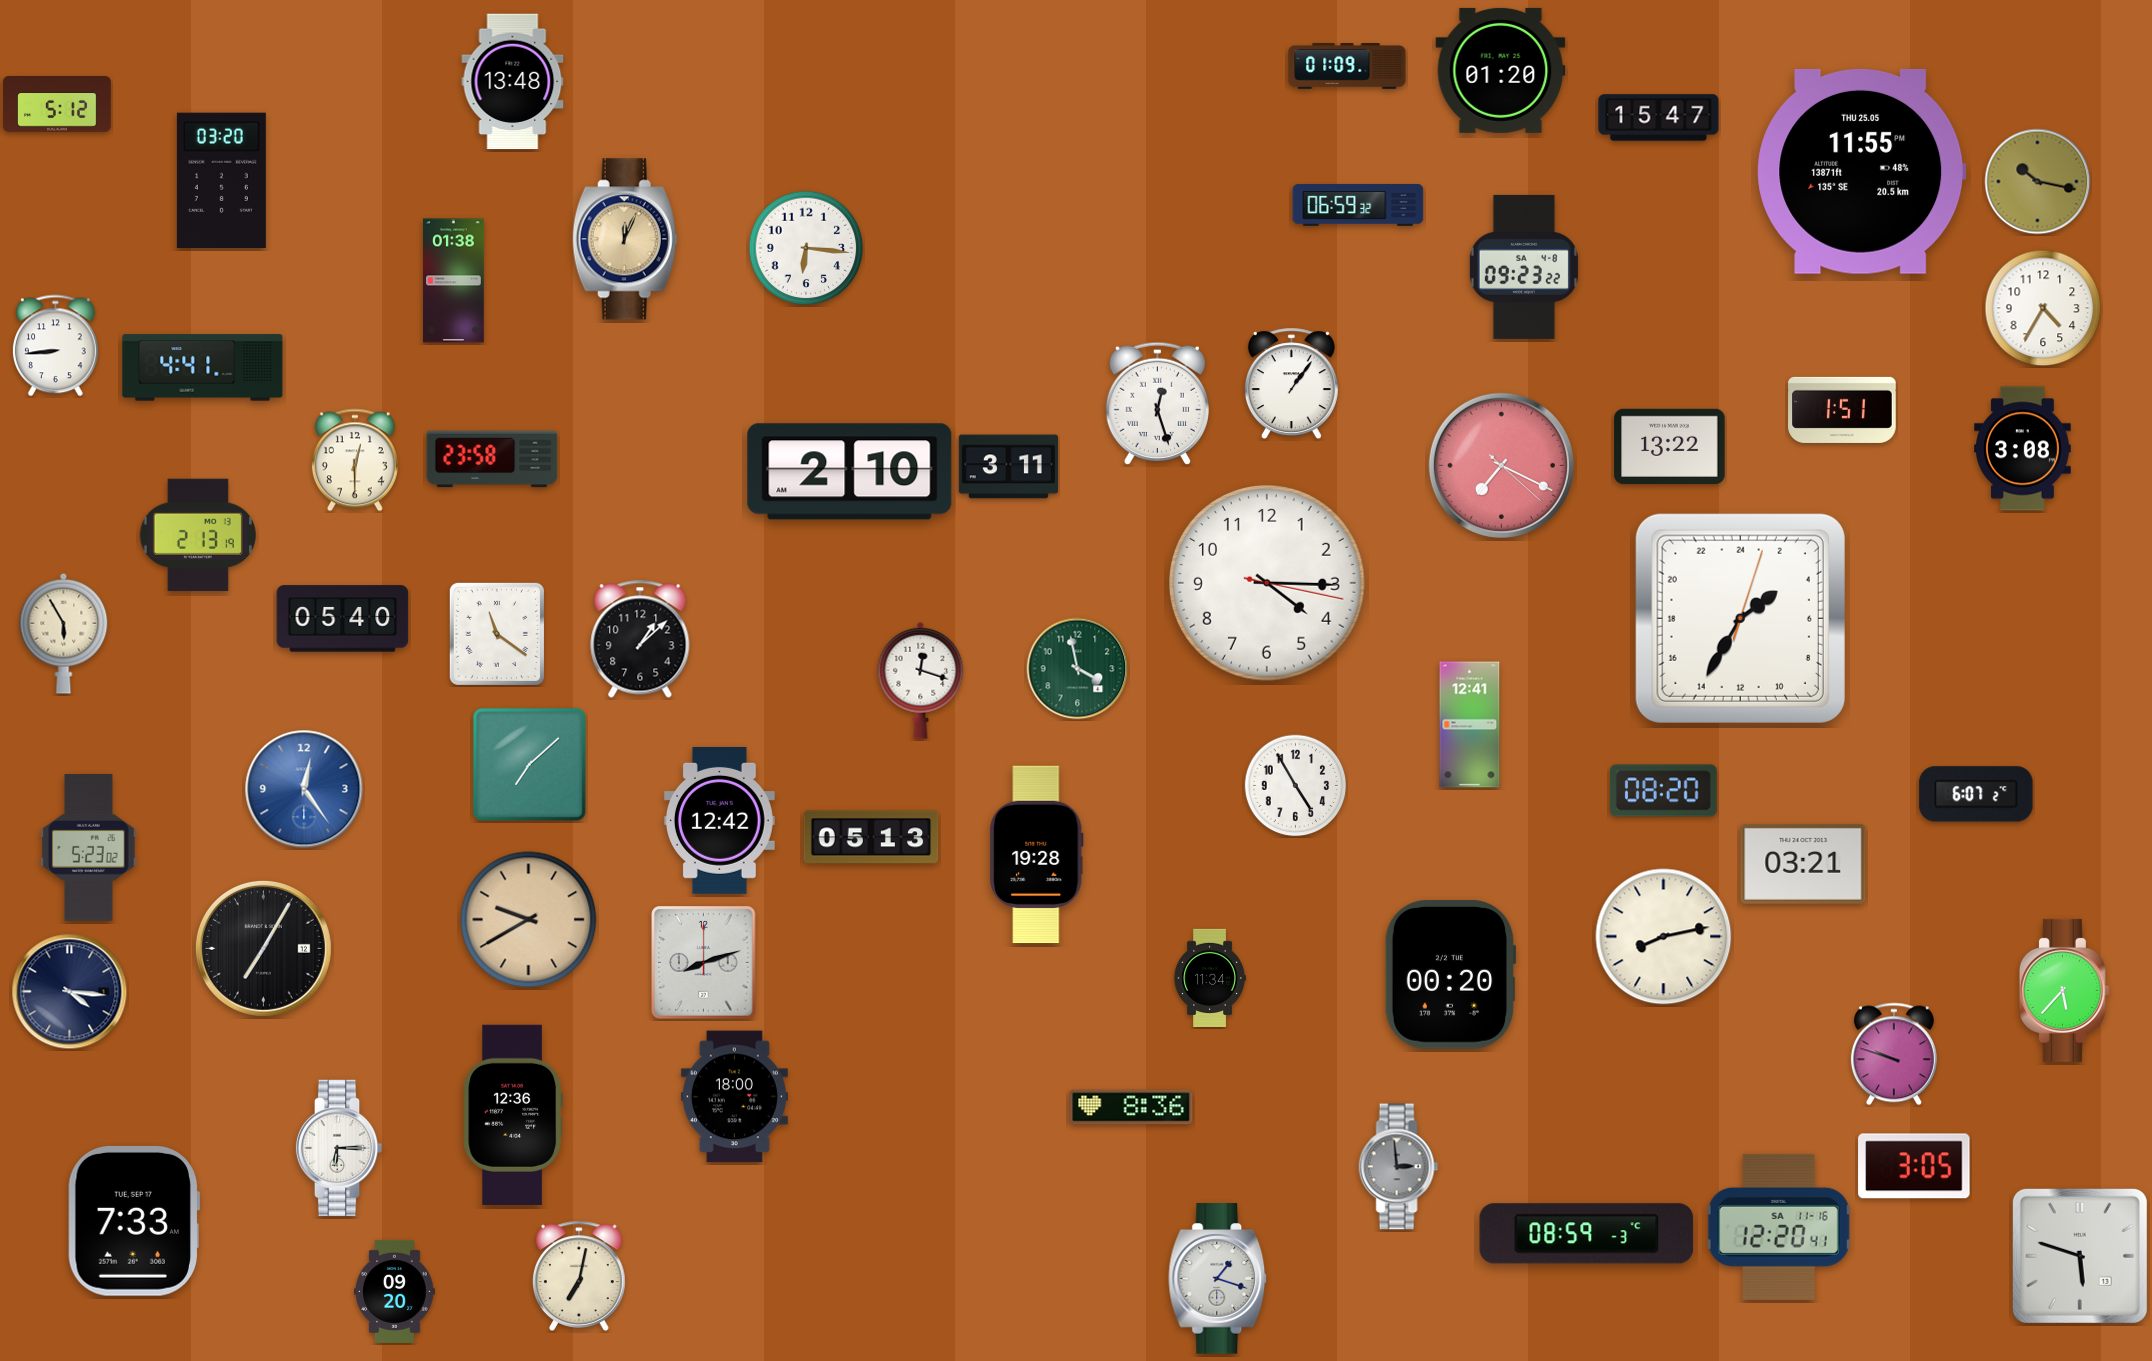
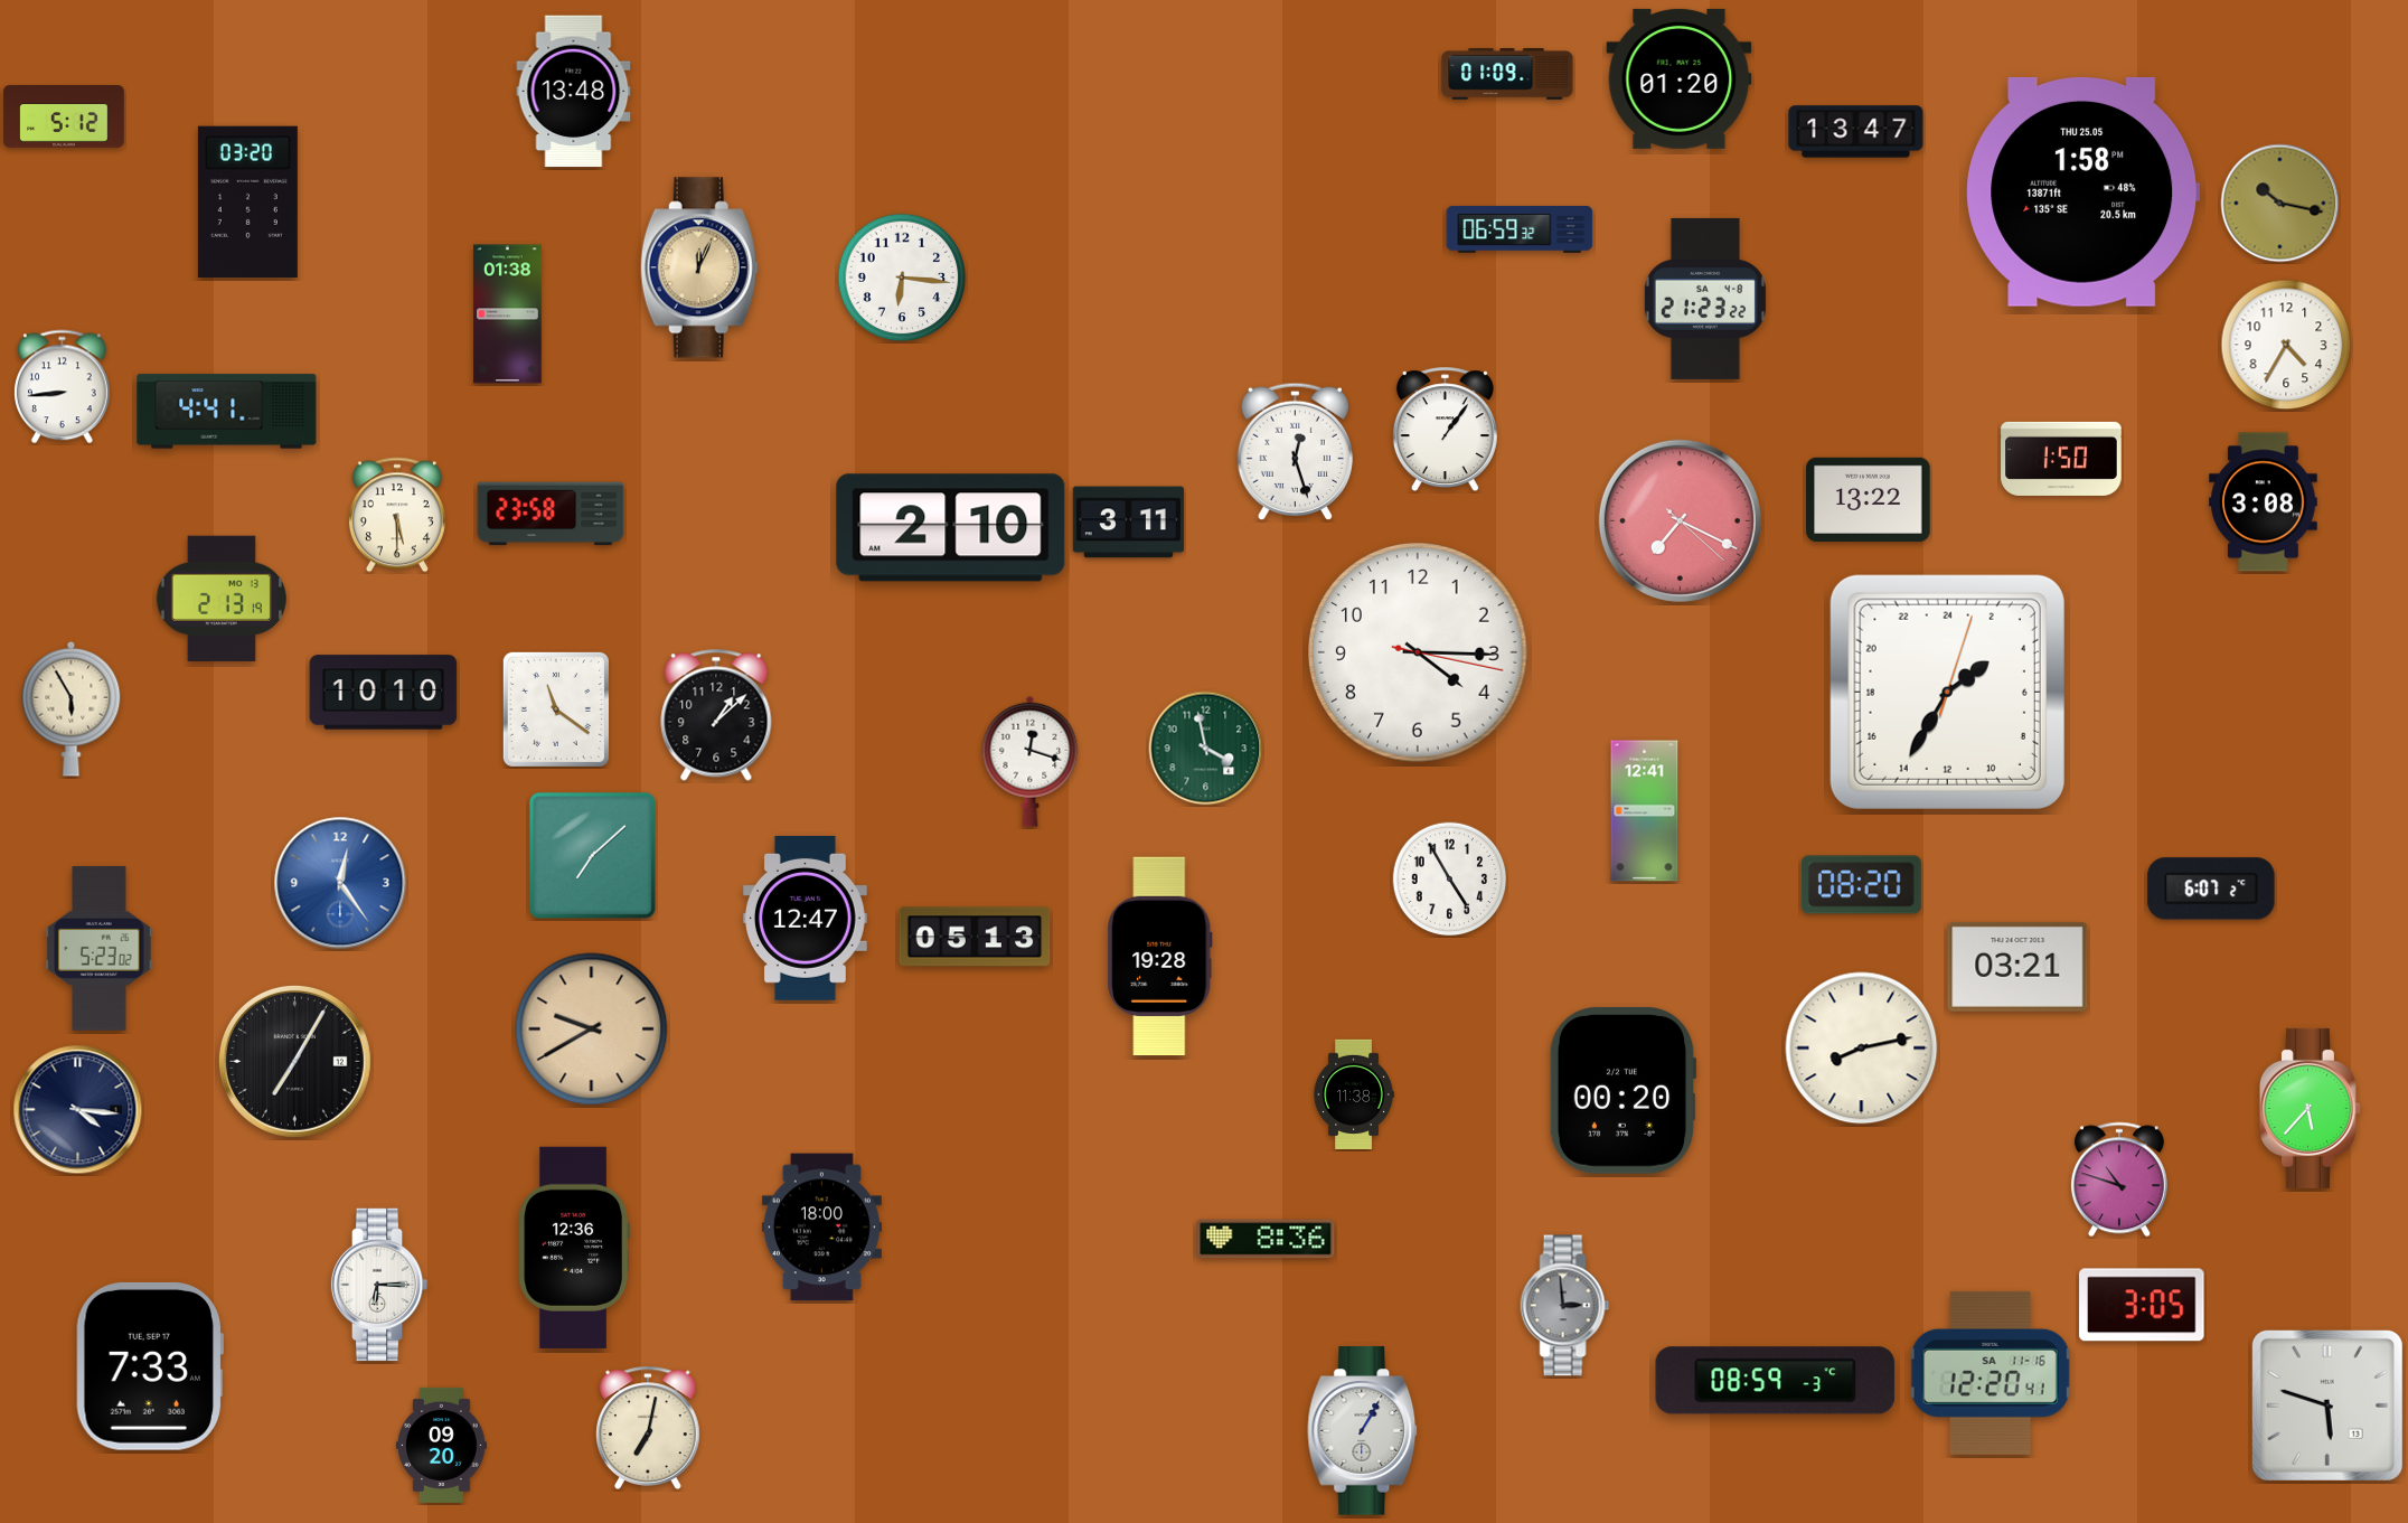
clock at (1659, 118): 15:47 -> 13:47
clock at (1862, 171): 11:55 -> 1:58
clock at (1524, 267): 09:23 -> 21:23
clock at (1842, 410): 1:51 -> 1:50
clock at (355, 460): 12:30 -> 5:30
clock at (343, 619): 05:40 -> 10:10
clock at (719, 820): 12:42 -> 12:47
clock at (704, 963): 8:12 -> none
clock at (1210, 978): 11:34 -> 11:38
clock at (1894, 1054): 9:48 -> 10:48
clock at (1218, 1279): 1:18 -> 1:05
